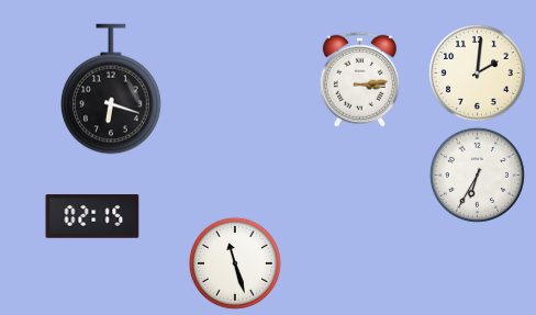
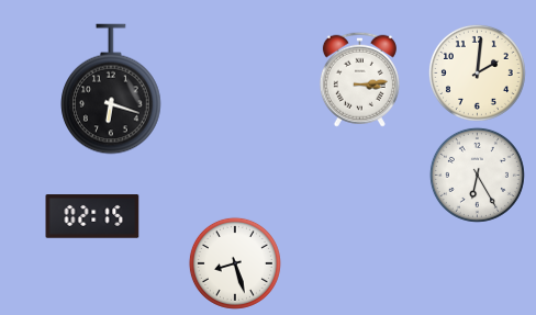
clock at (477, 175): 6:35 -> 6:25
clock at (235, 263): 11:27 -> 8:27
